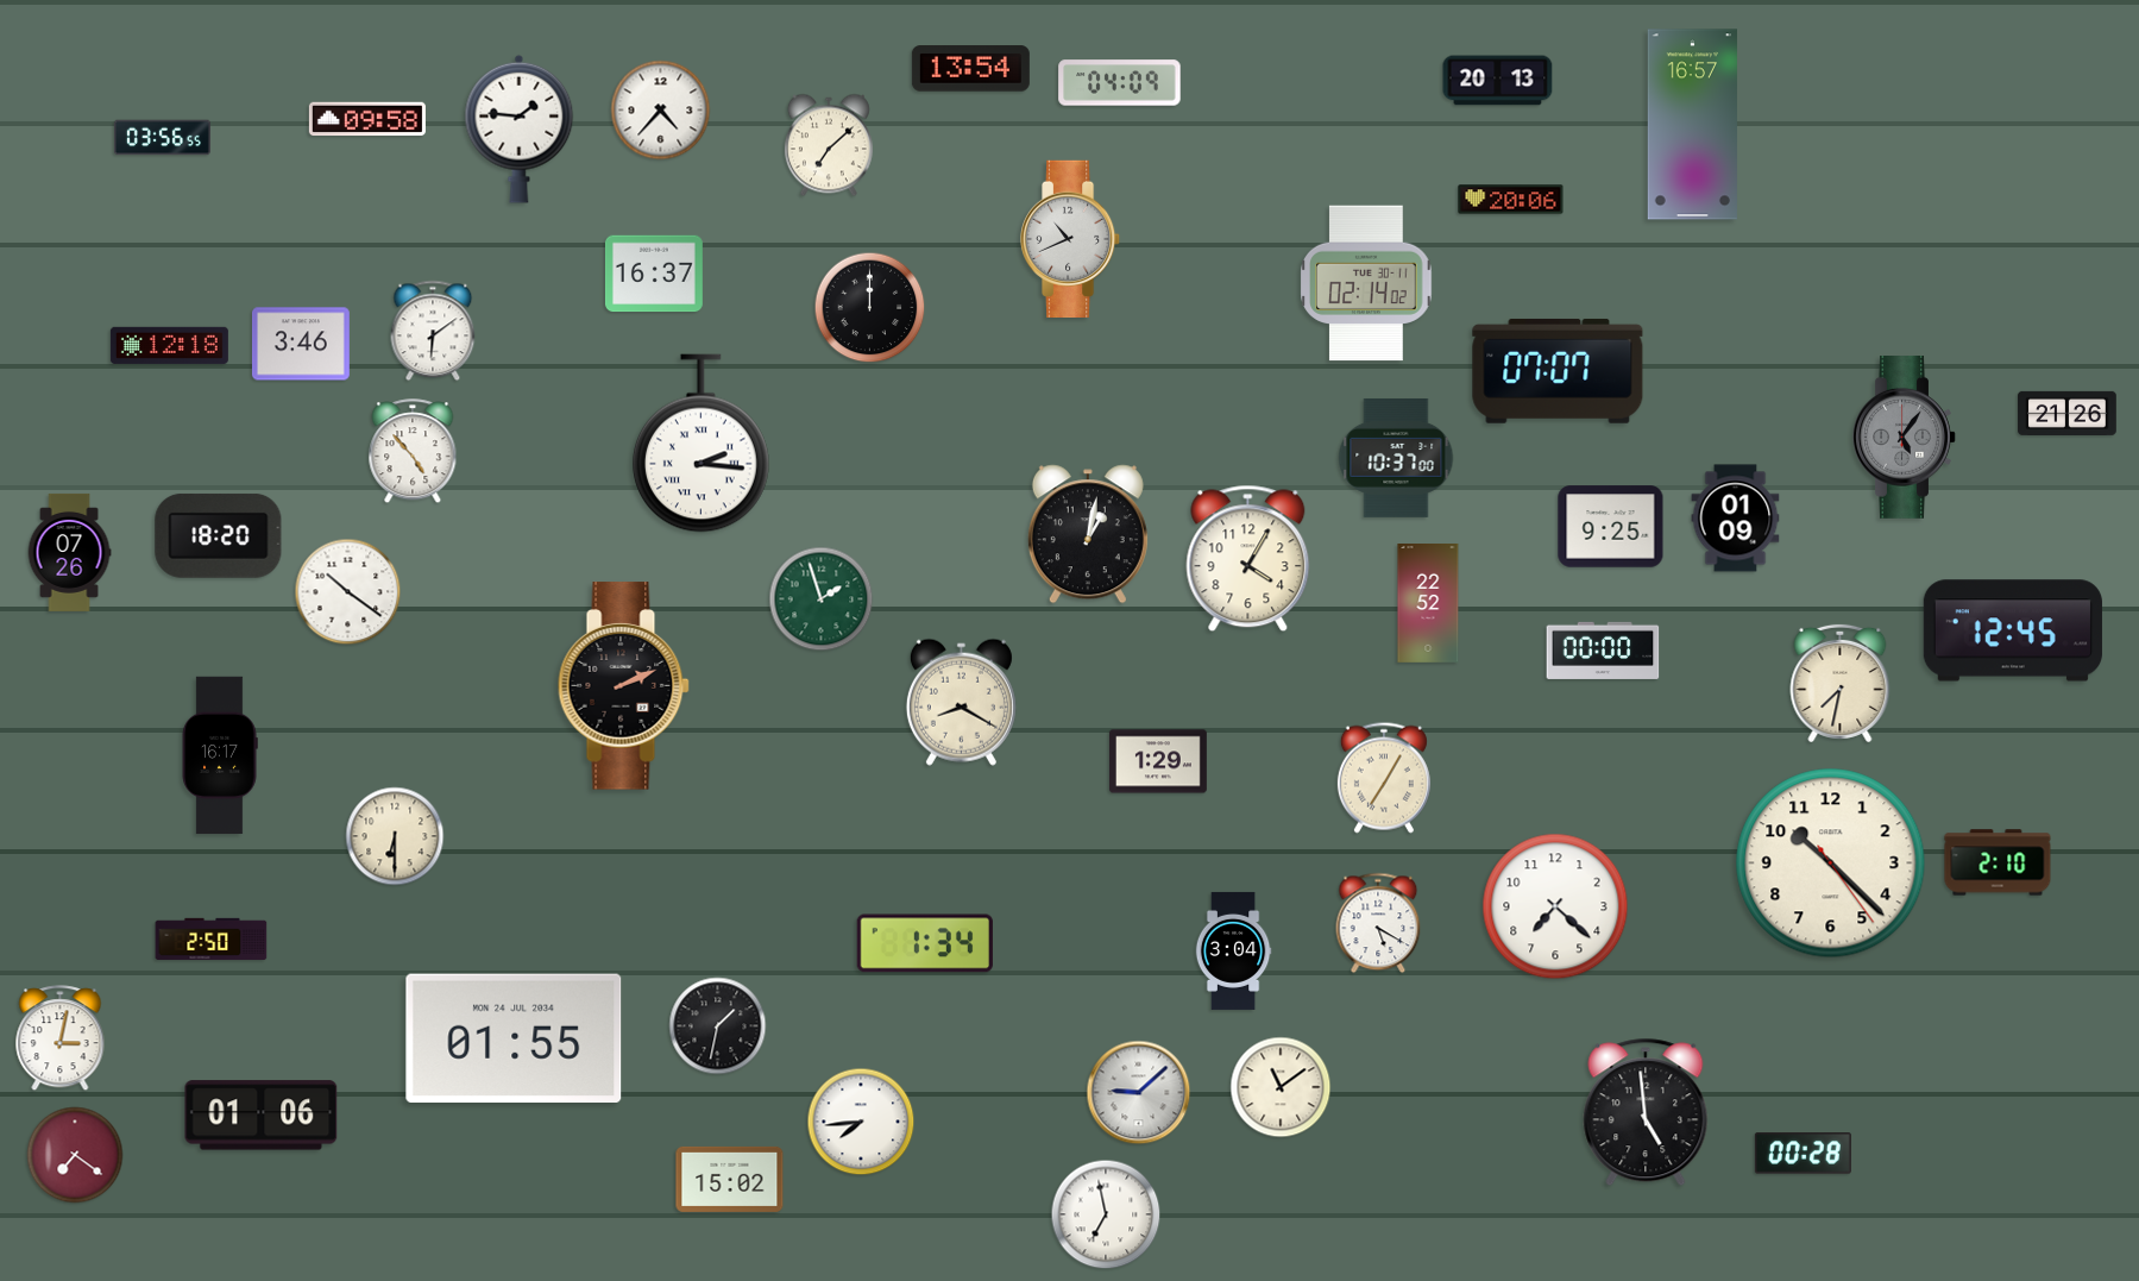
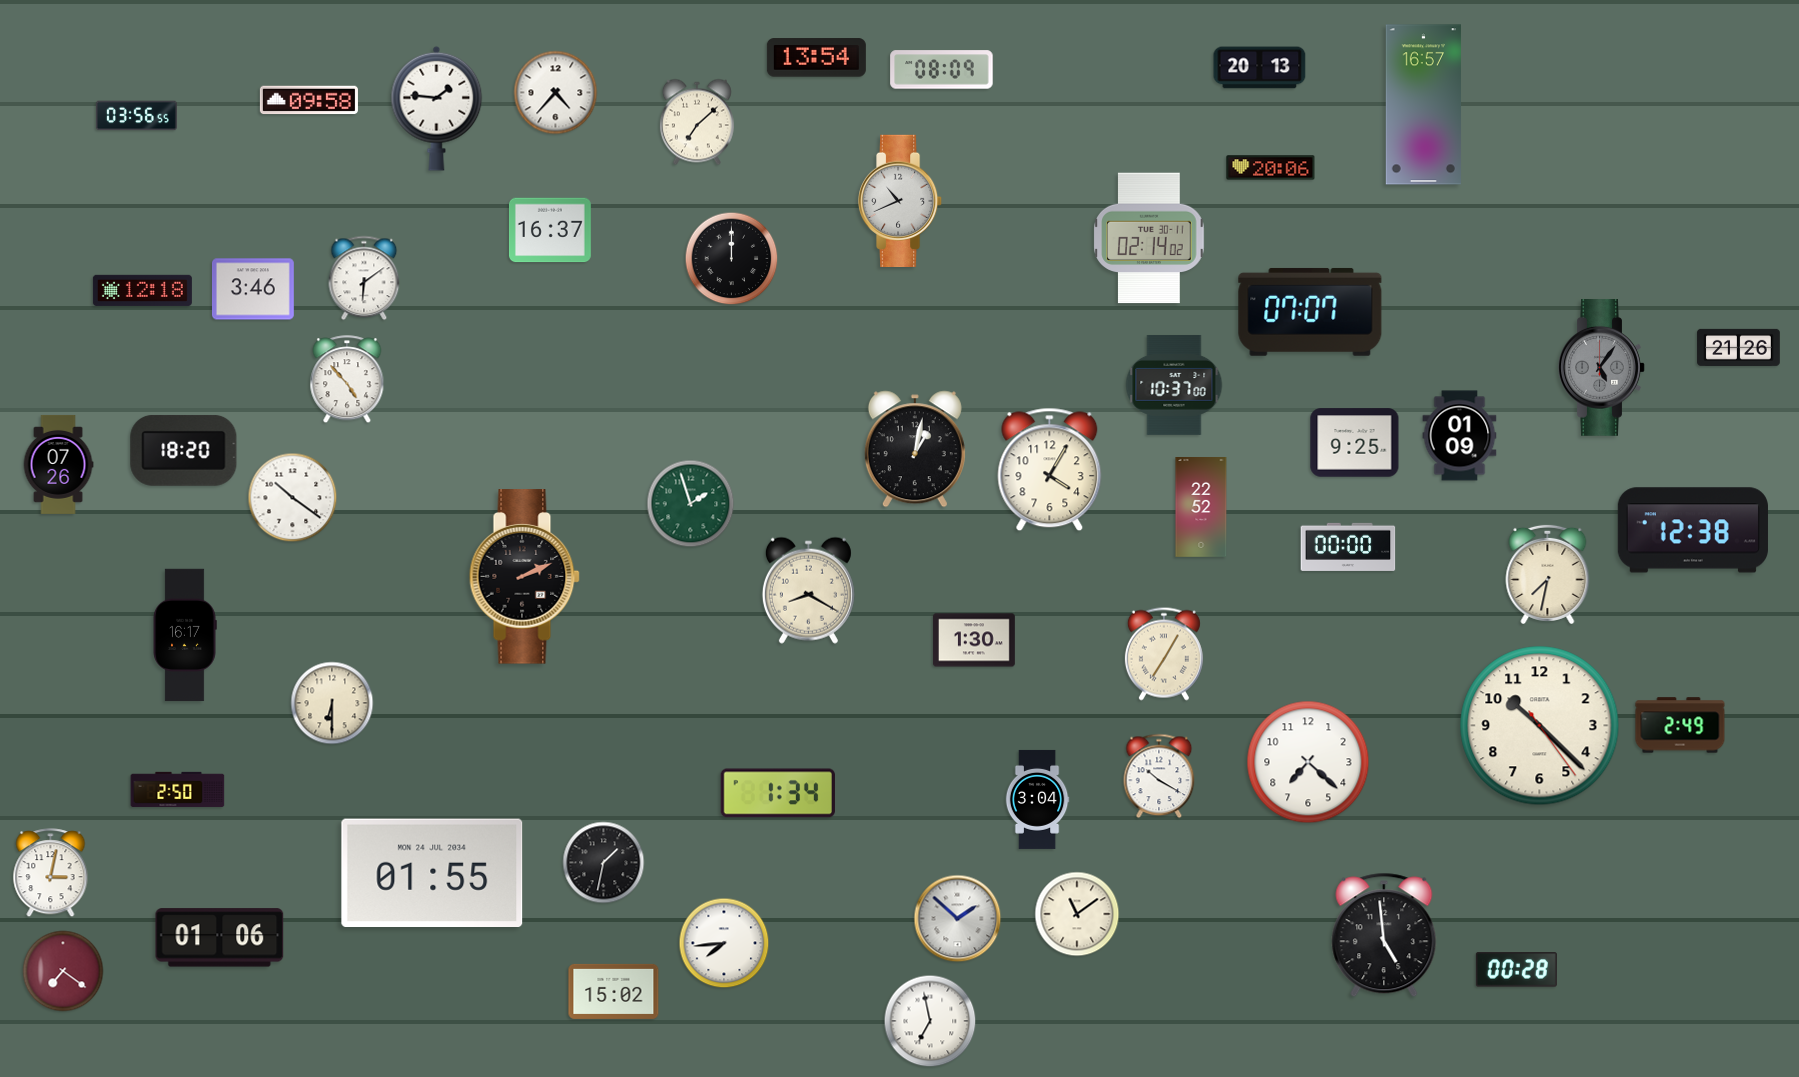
clock at (1120, 83): 04:09 -> 08:09
clock at (700, 444): 2:16 -> none
clock at (2013, 630): 12:45 -> 12:38
clock at (1158, 761): 1:29 -> 1:30
clock at (1998, 862): 2:10 -> 2:49
clock at (1378, 923): 5:20 -> 10:20
clock at (1139, 1093): 9:08 -> 1:52
